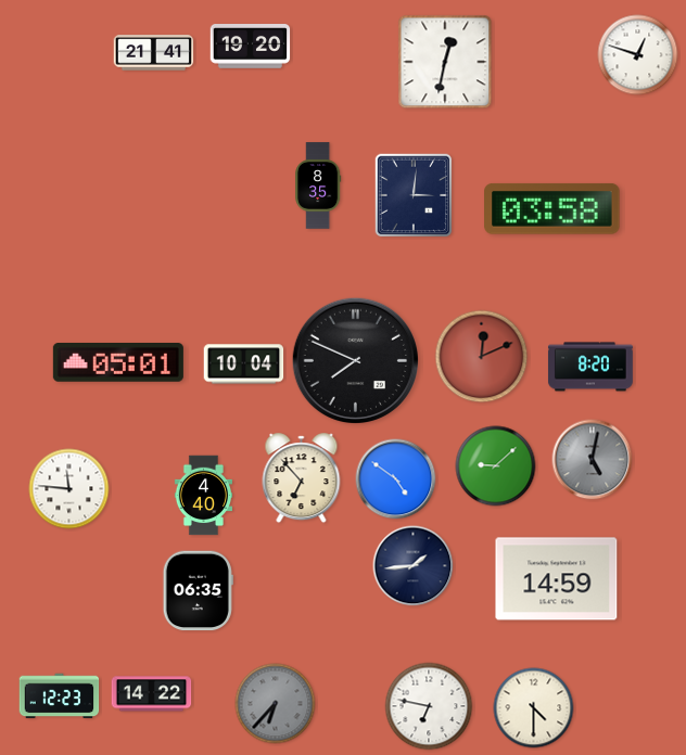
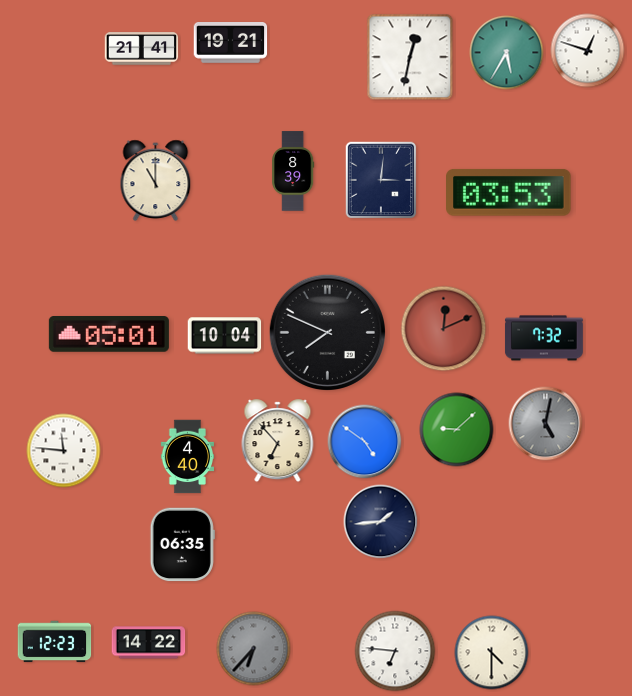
clock at (251, 47): 19:20 -> 19:21
clock at (507, 53): none -> 5:35
clock at (318, 185): 8:35 -> 8:39
clock at (156, 181): none -> 11:00
clock at (552, 209): 03:58 -> 03:53
clock at (590, 367): 8:20 -> 7:32
clock at (557, 579): 14:59 -> none
clock at (152, 694) position: (152, 694) -> (149, 643)
clock at (429, 706): 6:47 -> 6:46
